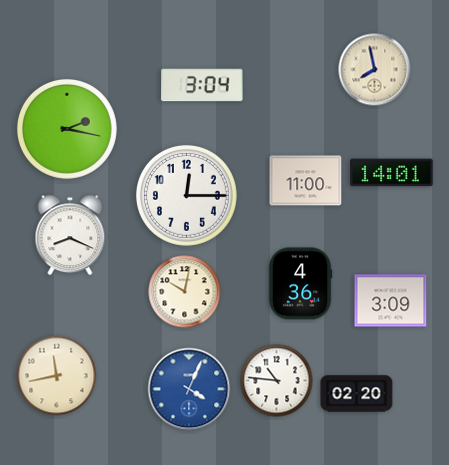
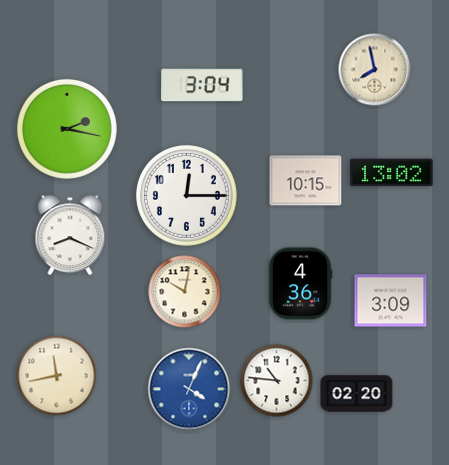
clock at (392, 173): 14:01 -> 13:02
clock at (306, 181): 11:00 -> 10:15
